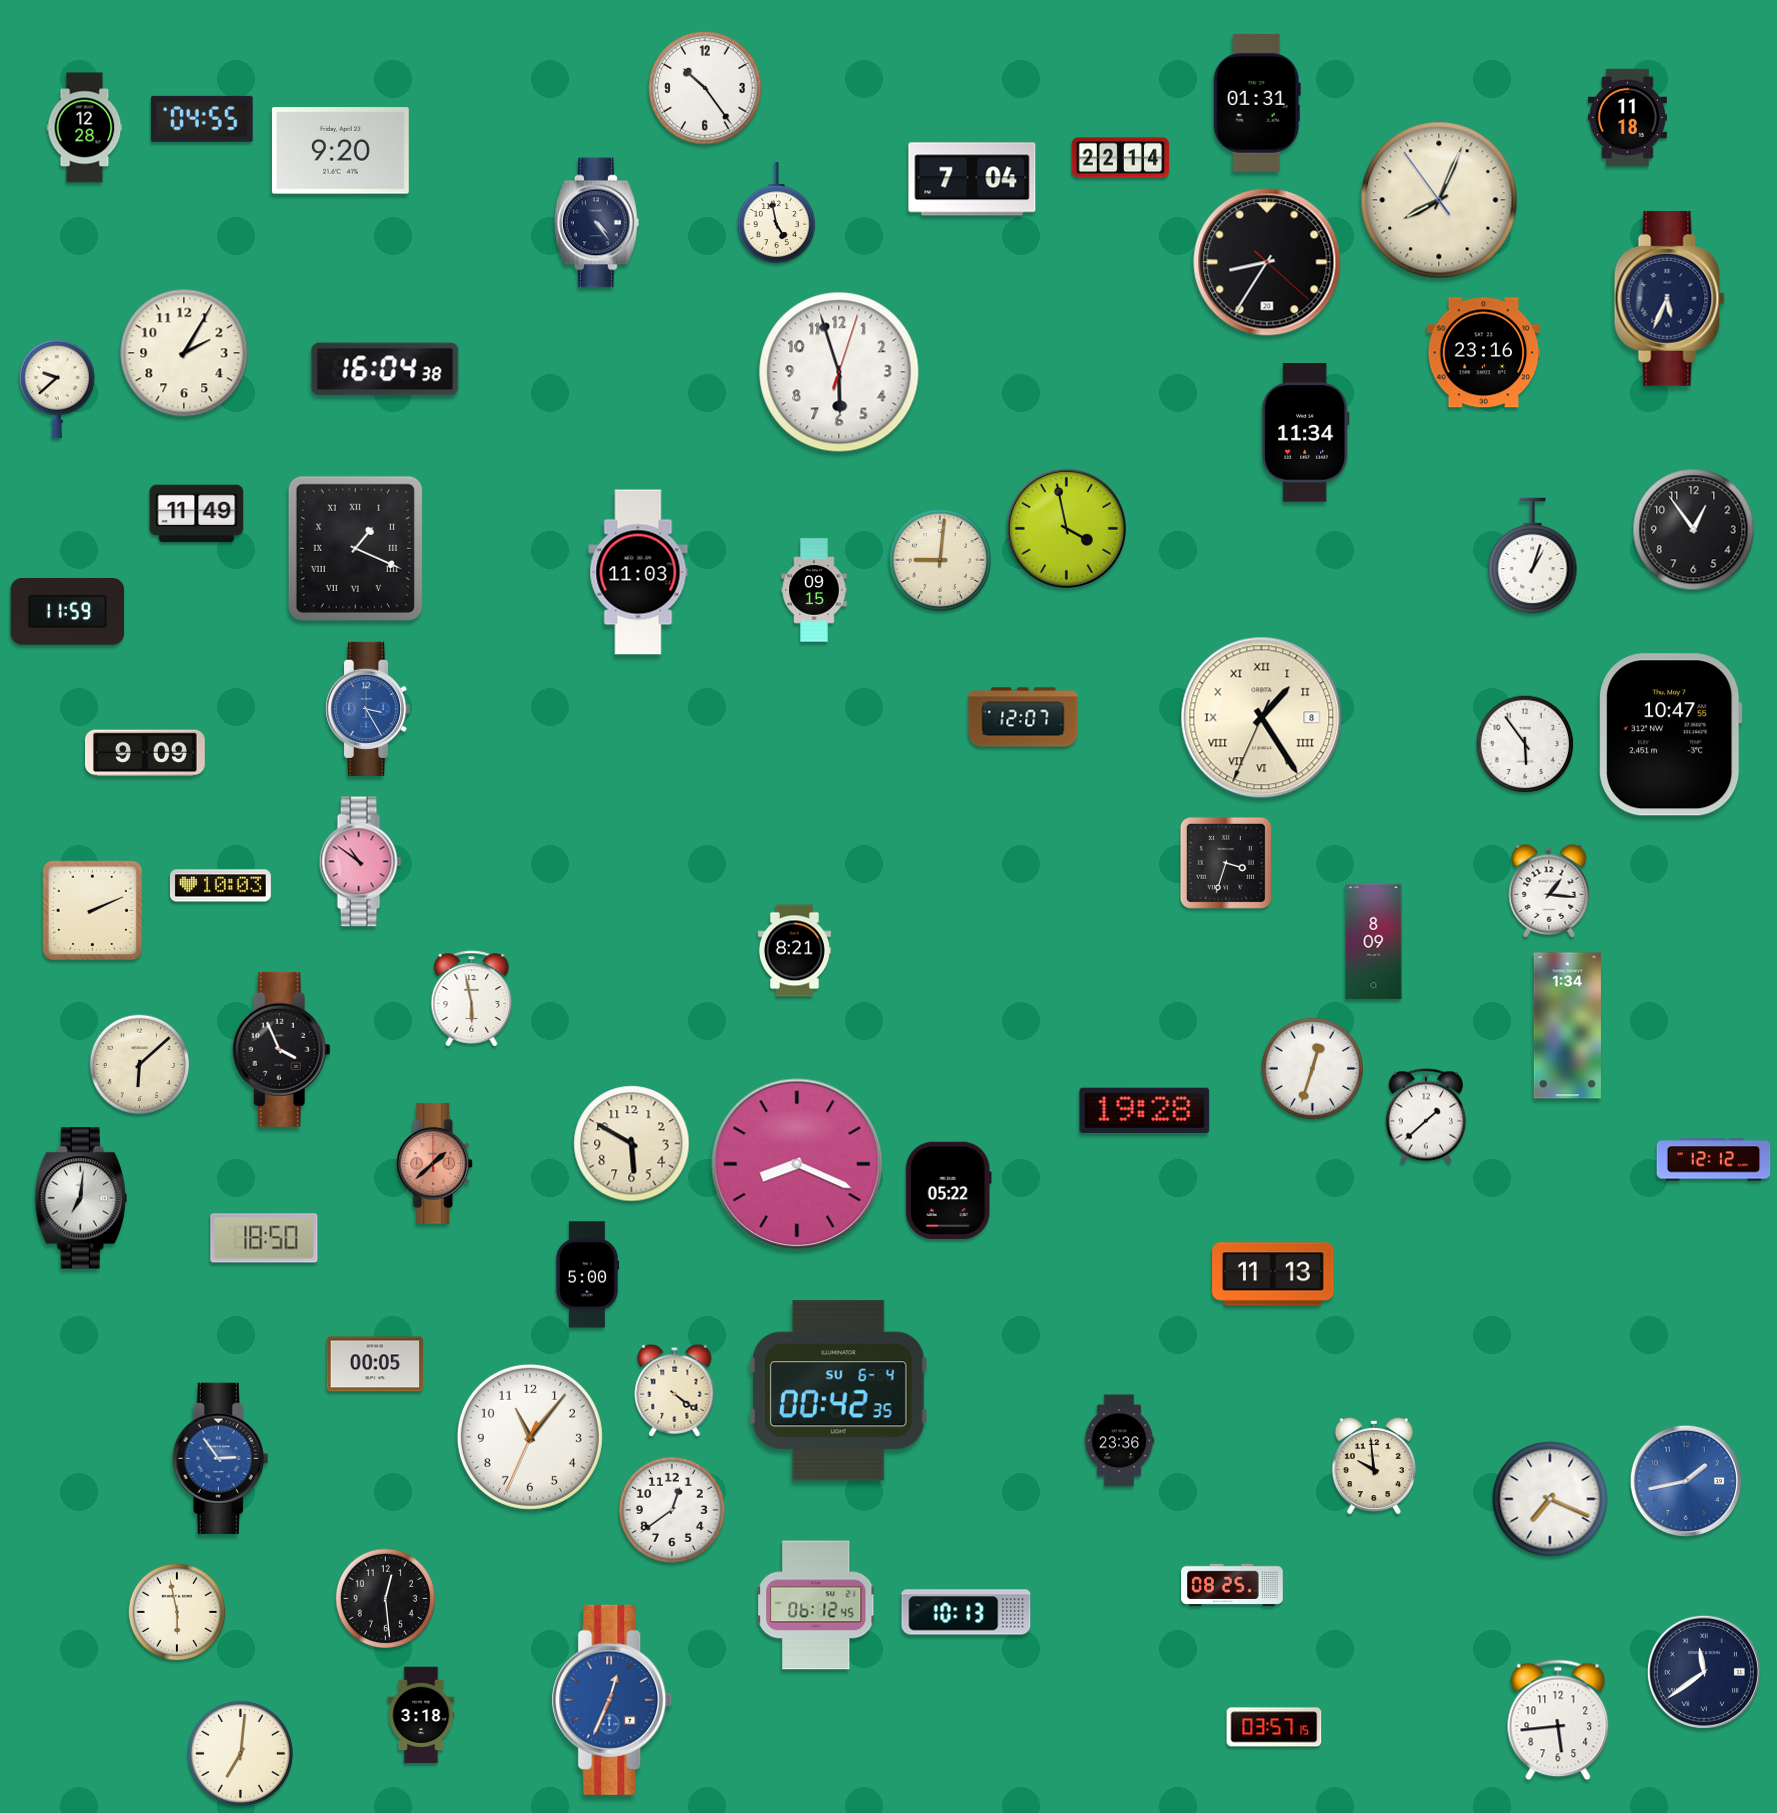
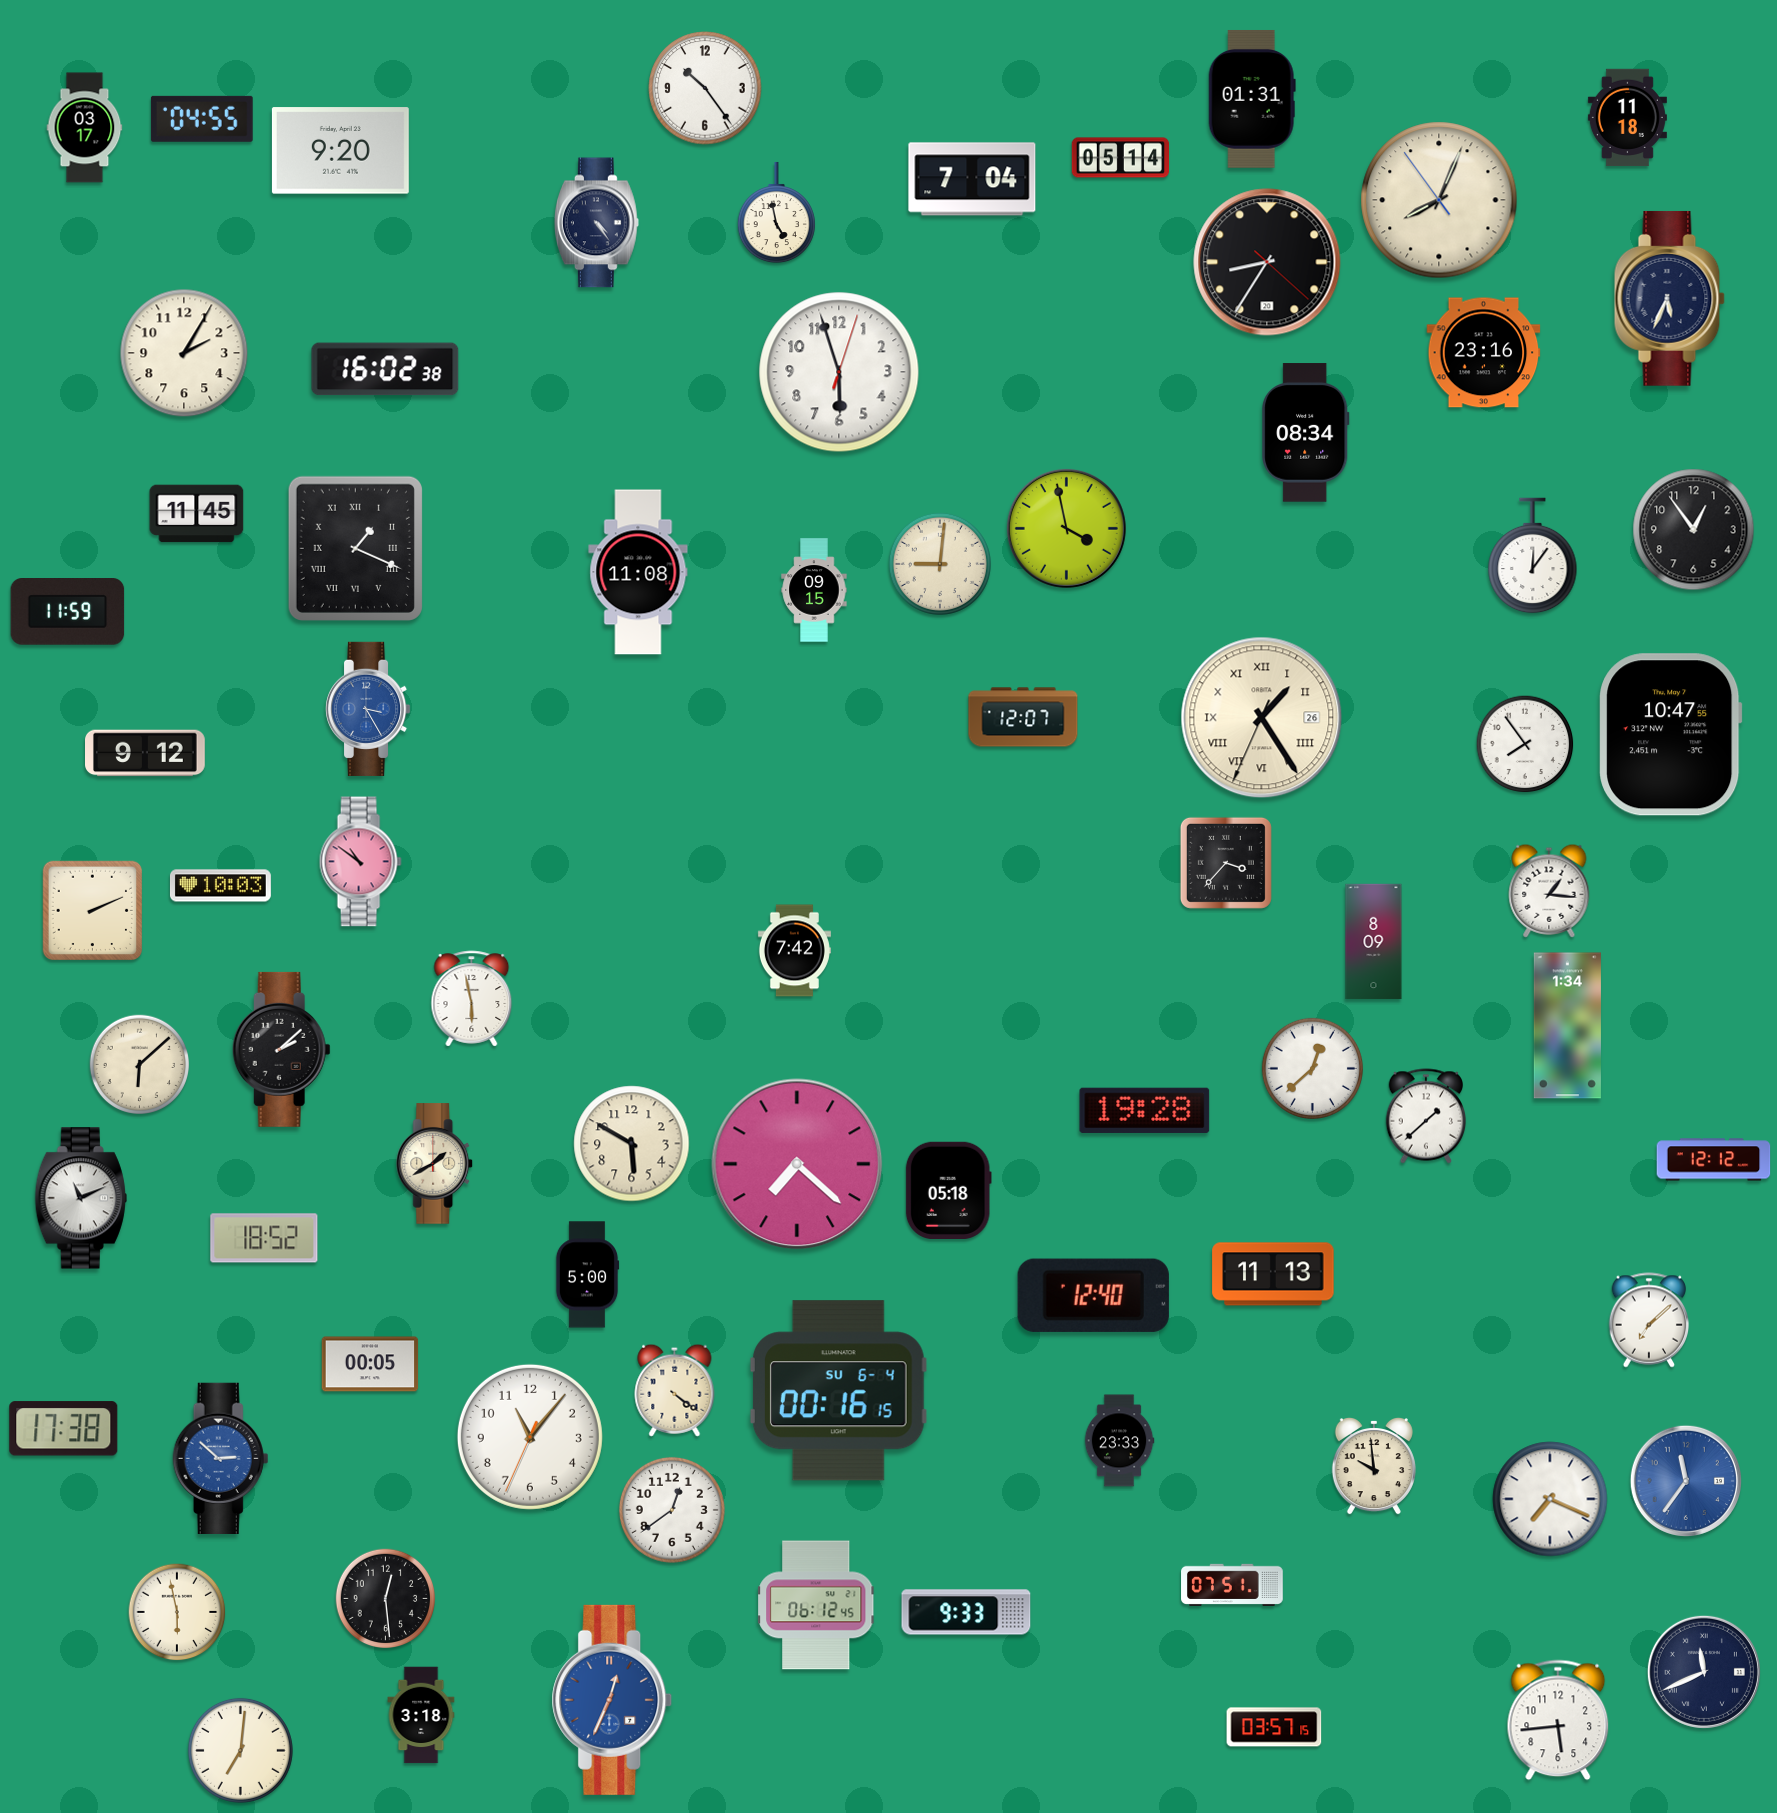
clock at (1257, 103) position: (1257, 103) -> (1252, 99)
clock at (85, 128): 12:28 -> 03:17
clock at (1121, 158): 22:14 -> 05:14
clock at (385, 369): 16:04 -> 16:02
clock at (56, 389): 9:38 -> none
clock at (1306, 433): 11:34 -> 08:34
clock at (197, 514): 11:49 -> 11:45
clock at (1533, 556): 1:03 -> 12:06
clock at (940, 560) position: (940, 560) -> (940, 564)
clock at (638, 572): 11:03 -> 11:08
clock at (1262, 718) date: 8 -> 26
clock at (1525, 744): 5:54 -> 7:54
clock at (146, 753): 9:09 -> 9:12
clock at (1226, 863): 3:33 -> 3:37
clock at (794, 951): 8:21 -> 7:42
clock at (281, 1049): 3:56 -> 2:08
clock at (1312, 1068): 12:33 -> 12:38
clock at (435, 1164): 1:38 -> 1:40
clock at (435, 1164) dial: salmon -> cream
clock at (797, 1164): 8:19 -> 7:22
clock at (948, 1190): 05:22 -> 05:18
clock at (81, 1198): 7:01 -> 11:11
clock at (264, 1238): 18:50 -> 18:52
clock at (1093, 1295): none -> 12:40
clock at (1649, 1320): none -> 7:08
clock at (375, 1364) position: (375, 1364) -> (370, 1364)
clock at (838, 1391): 00:42 -> 00:16
clock at (64, 1429): none -> 17:38
clock at (1119, 1441): 23:36 -> 23:33
clock at (221, 1458): 2:54 -> 2:52
clock at (1686, 1481): 1:43 -> 11:36
clock at (1232, 1585): 08:25 -> 07:51
clock at (966, 1612): 10:13 -> 9:33
clock at (1704, 1672): 11:39 -> 11:41
clock at (240, 1753) position: (240, 1753) -> (240, 1750)
